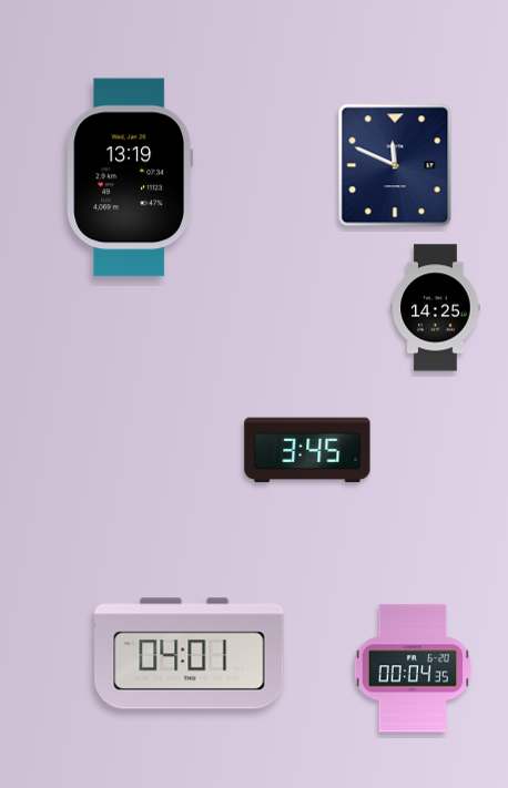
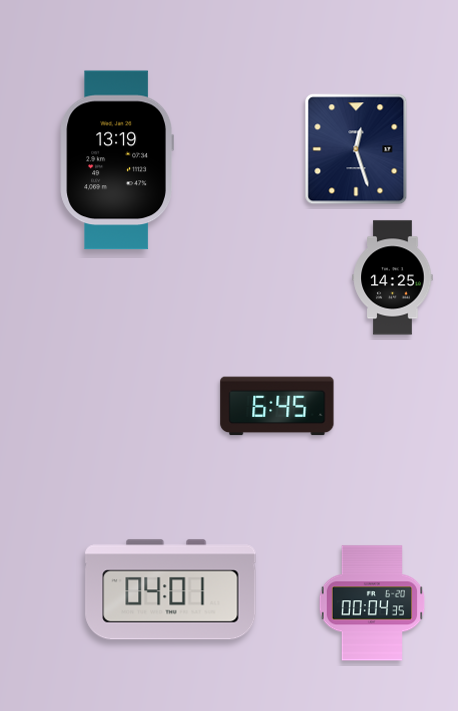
clock at (395, 165): 11:49 -> 12:27
clock at (307, 450): 3:45 -> 6:45
